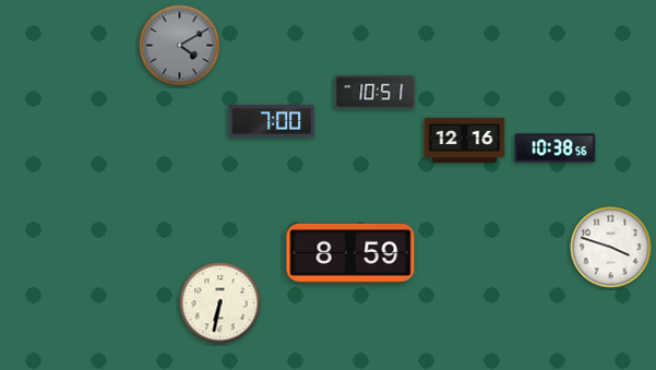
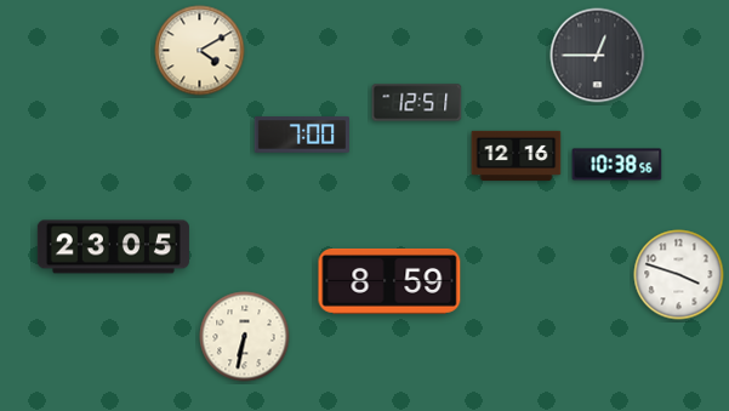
clock at (180, 46) dial: grey -> cream
clock at (598, 56): none -> 12:45
clock at (375, 93): 10:51 -> 12:51
clock at (113, 247): none -> 23:05
